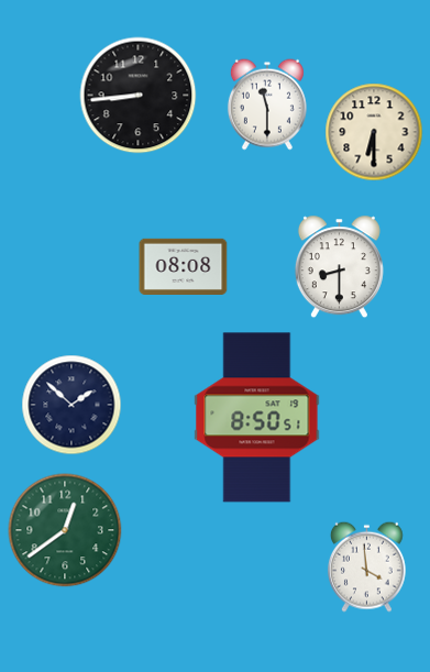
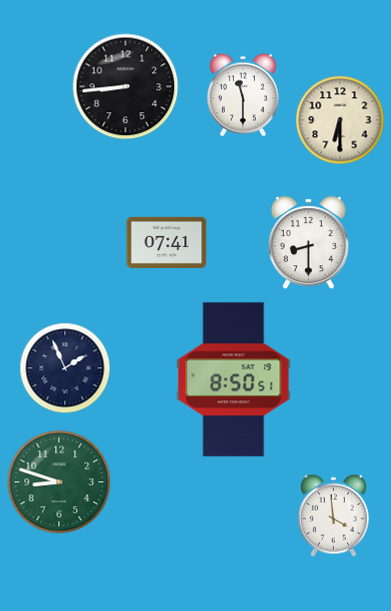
clock at (184, 266): 08:08 -> 07:41
clock at (71, 405): 1:52 -> 1:56
clock at (65, 530): 12:39 -> 8:48
